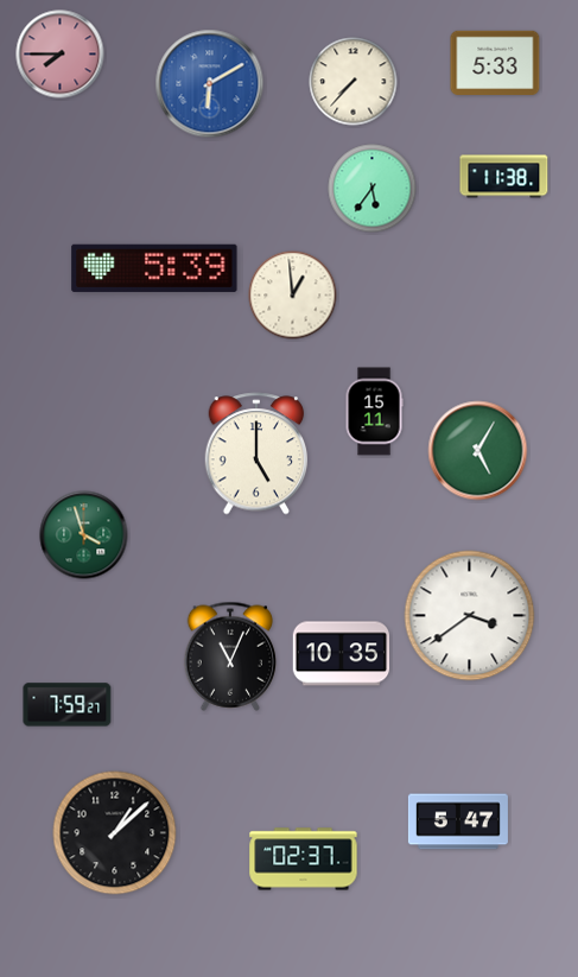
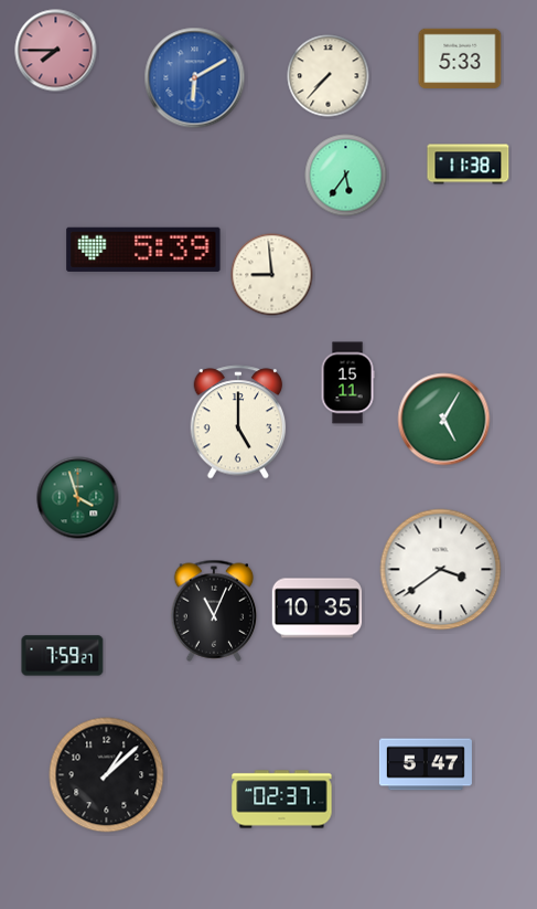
clock at (293, 296): 12:59 -> 8:59
clock at (470, 616) position: (470, 616) -> (441, 570)
